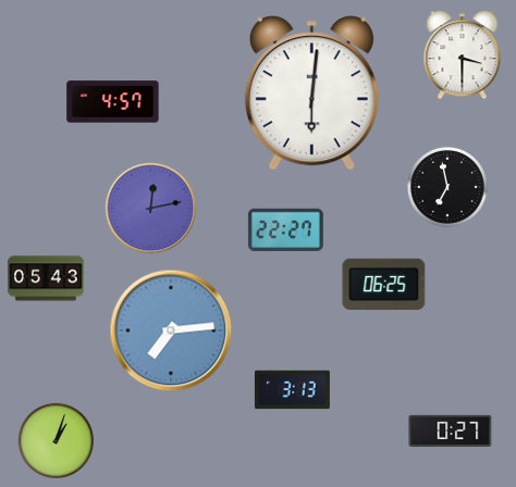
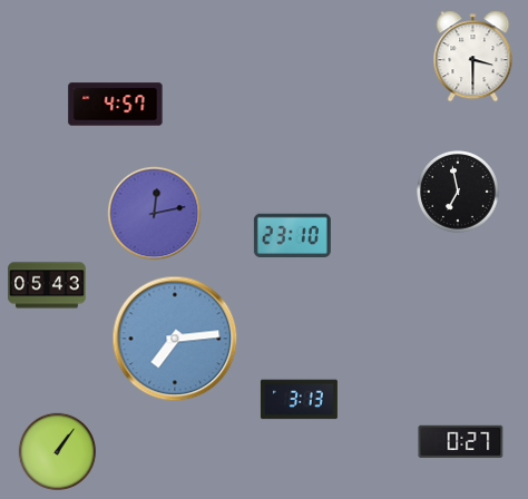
clock at (311, 93): 6:01 -> none
clock at (285, 229): 22:27 -> 23:10
clock at (384, 284): 06:25 -> none
clock at (57, 441): 1:03 -> 1:06
